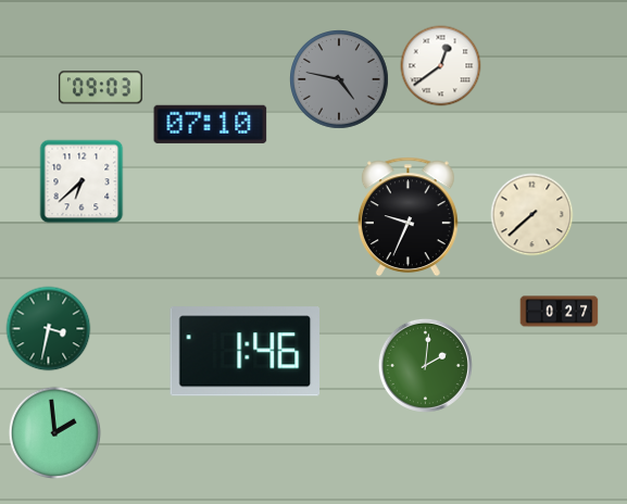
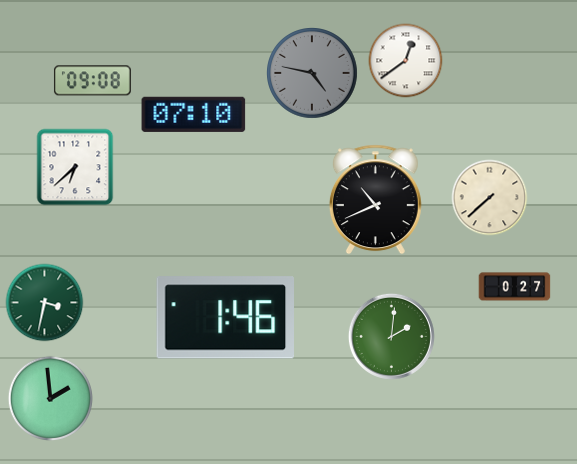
clock at (100, 88): 09:03 -> 09:08
clock at (407, 217): 9:34 -> 10:41
clock at (244, 352) position: (244, 352) -> (225, 318)
